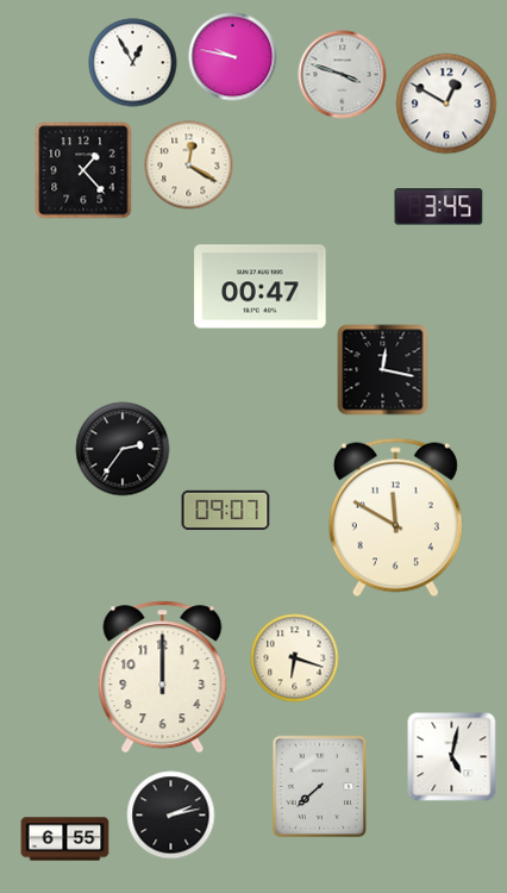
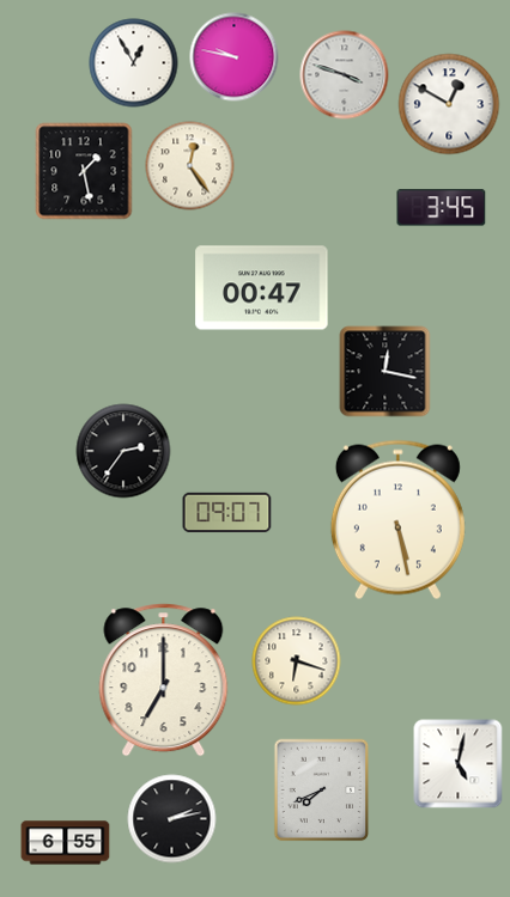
clock at (189, 166): 12:20 -> 12:24
clock at (83, 170): 1:23 -> 1:28
clock at (395, 518): 11:50 -> 5:28
clock at (163, 677): 12:00 -> 7:00
clock at (452, 757) position: (452, 757) -> (459, 764)
clock at (320, 787): 7:38 -> 7:41
